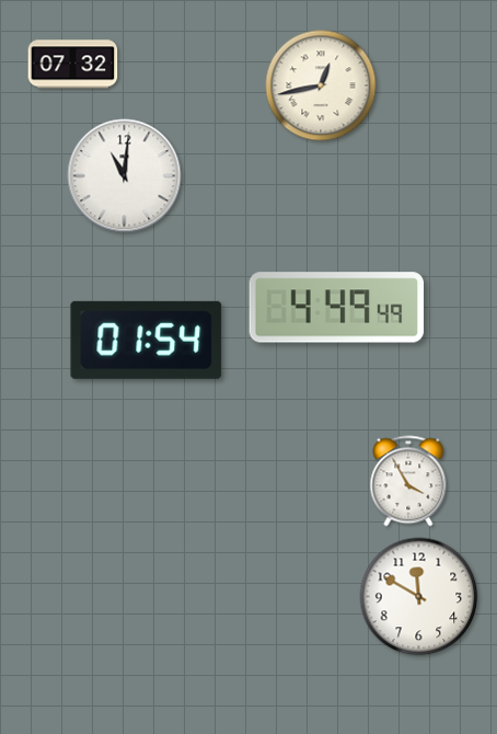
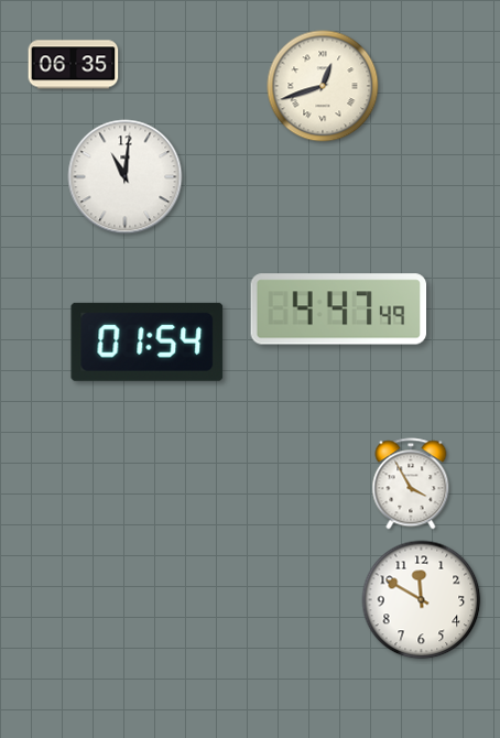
clock at (73, 65): 07:32 -> 06:35
clock at (321, 85): 12:43 -> 12:42
clock at (337, 308): 4:49 -> 4:47
